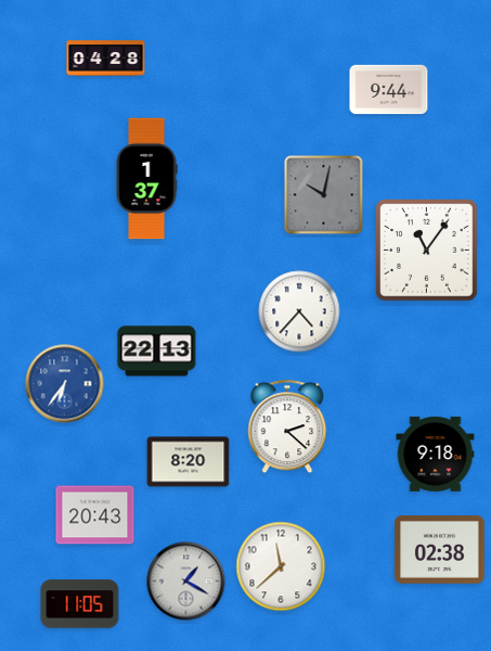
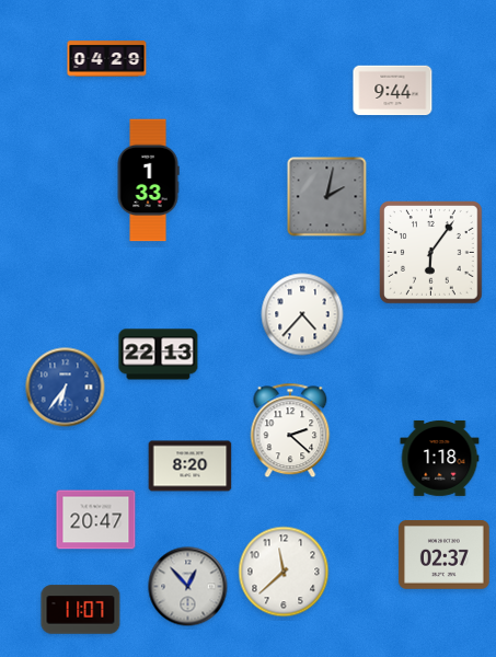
clock at (106, 59): 04:28 -> 04:29
clock at (146, 179): 1:37 -> 1:33
clock at (324, 195): 10:02 -> 2:02
clock at (427, 251): 11:06 -> 6:06
clock at (436, 454): 9:18 -> 1:18
clock at (95, 515): 20:43 -> 20:47
clock at (440, 550): 02:38 -> 02:37
clock at (186, 582): 1:20 -> 12:53
clock at (80, 604): 11:05 -> 11:07
